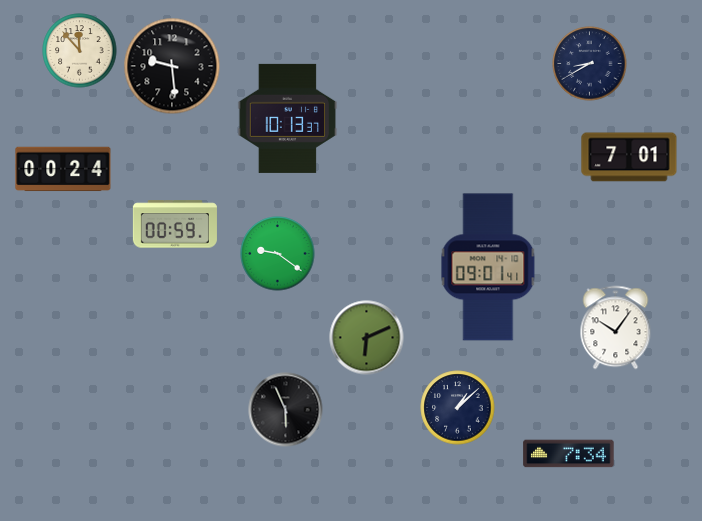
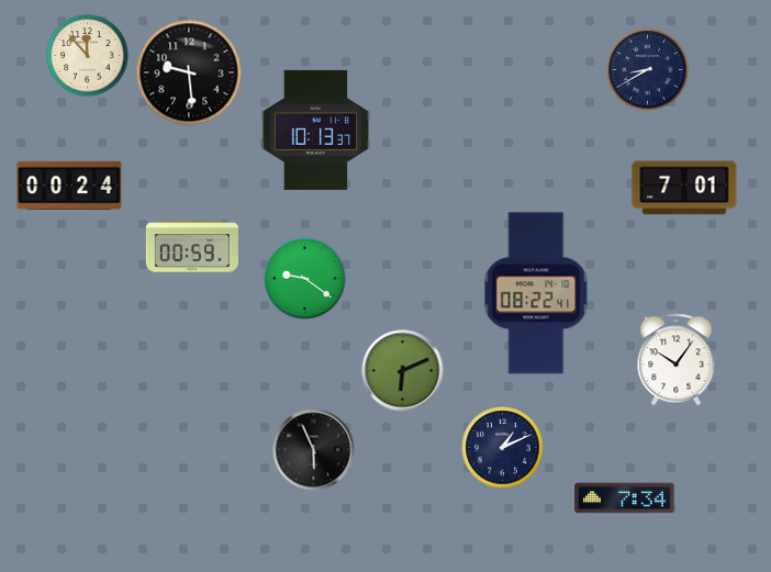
clock at (629, 157) position: (629, 157) -> (684, 188)
clock at (488, 267): 09:01 -> 08:22
clock at (458, 408): 1:08 -> 1:11
